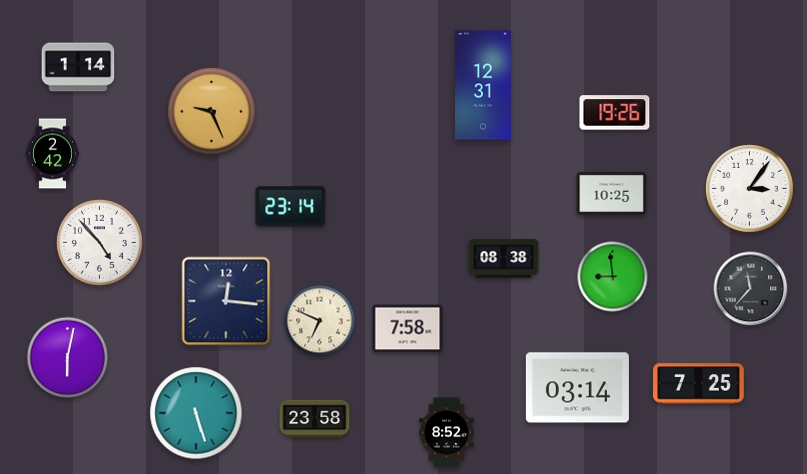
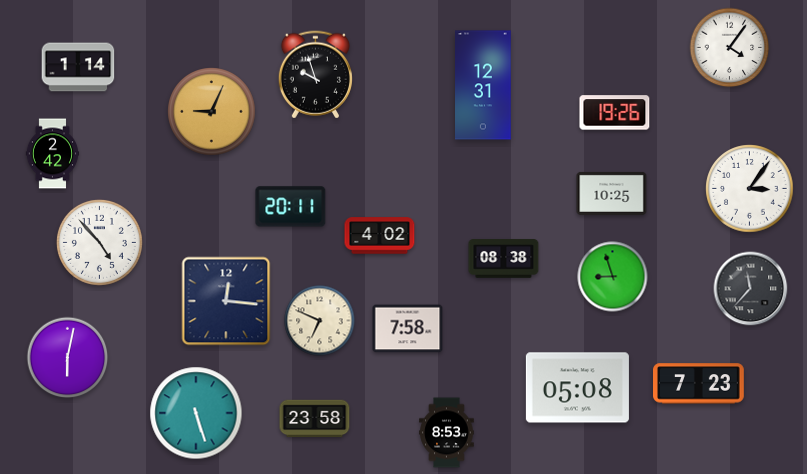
clock at (730, 48): none -> 4:06
clock at (315, 75): none -> 9:57
clock at (212, 112): 9:26 -> 9:04
clock at (291, 207): 23:14 -> 20:11
clock at (380, 236): none -> 4:02
clock at (613, 277): 8:59 -> 8:57
clock at (699, 384): 7:25 -> 7:23
clock at (577, 388): 03:14 -> 05:08
clock at (447, 433): 8:52 -> 8:53
